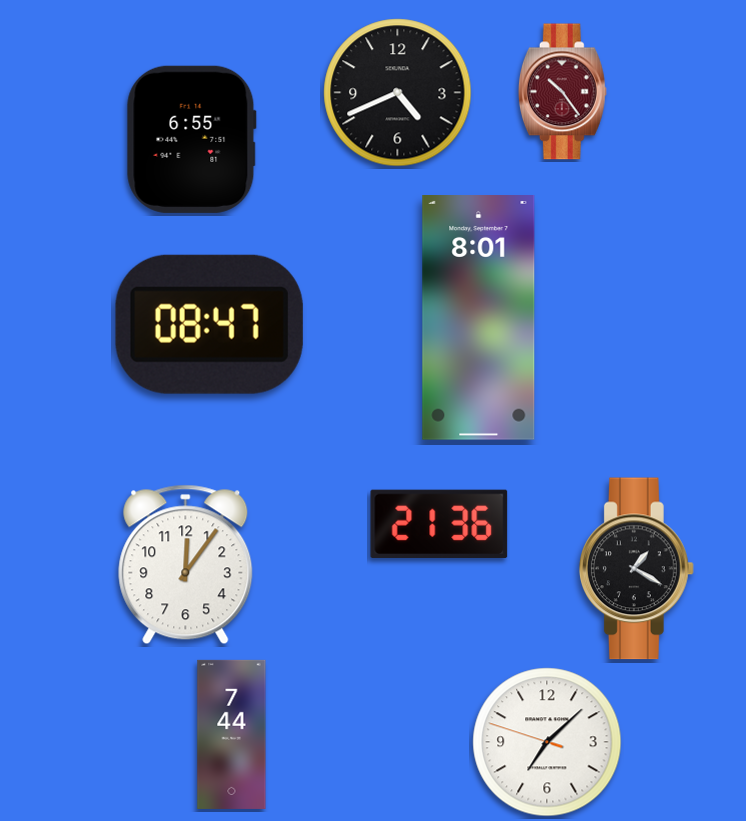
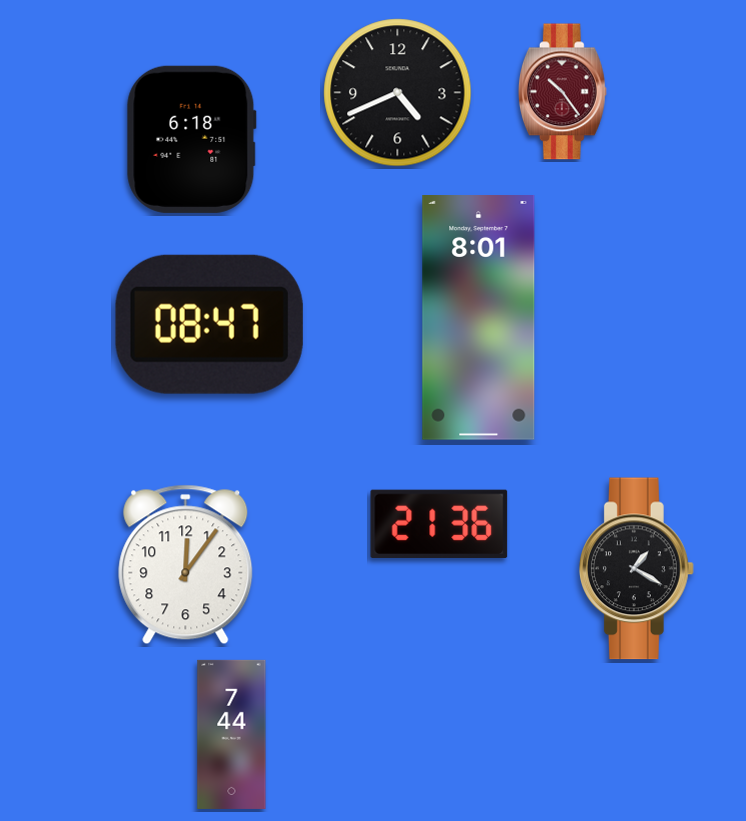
clock at (191, 139): 6:55 -> 6:18
clock at (547, 742): 7:07 -> none
